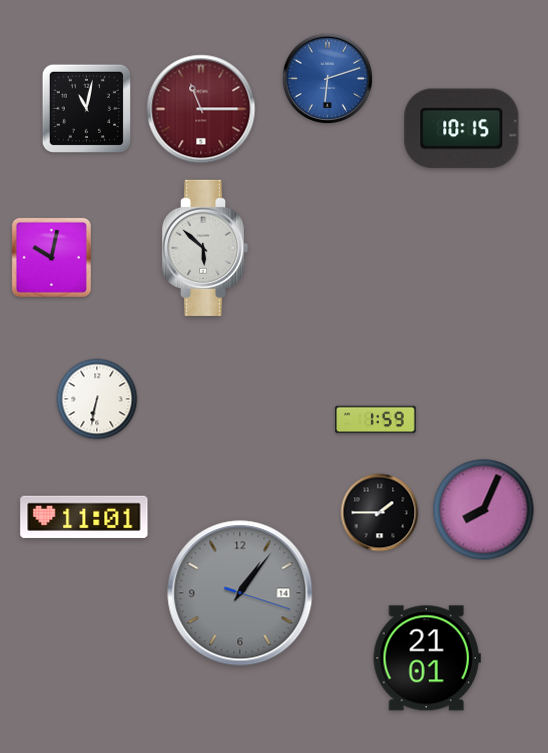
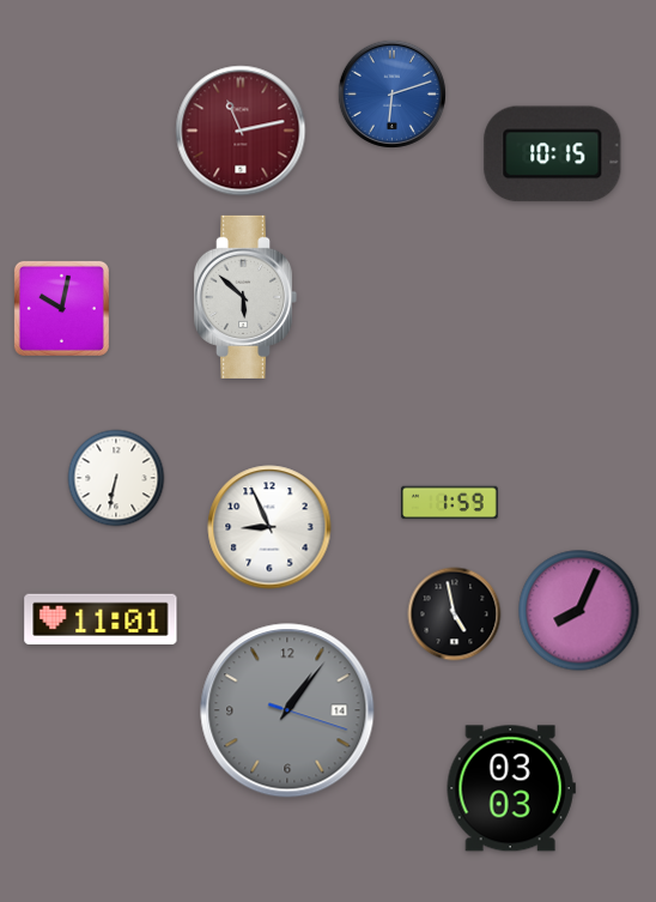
clock at (86, 108): 11:02 -> none
clock at (201, 109): 11:15 -> 11:13
clock at (269, 527): none -> 8:56
clock at (380, 513): 1:45 -> 4:58
clock at (427, 658): 21:01 -> 03:03
